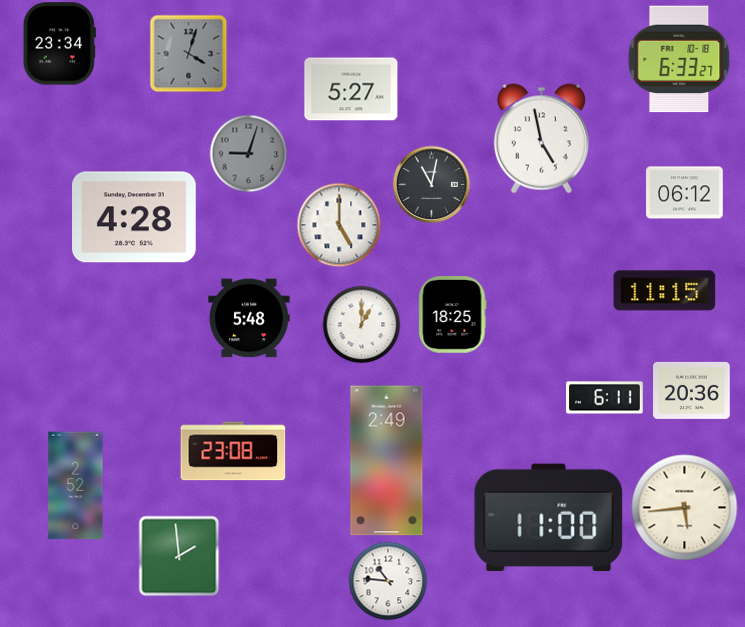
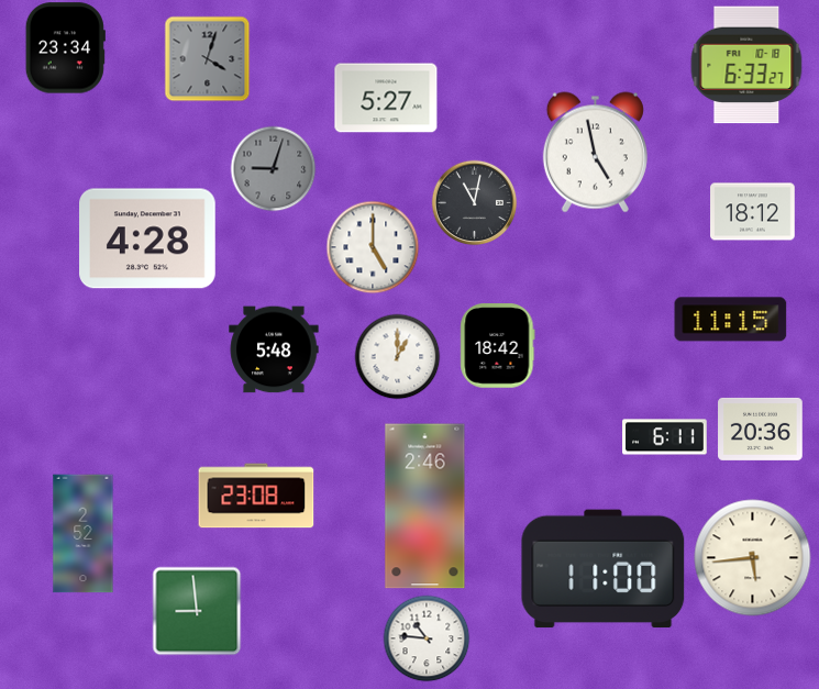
clock at (685, 193): 06:12 -> 18:12
clock at (453, 315): 18:25 -> 18:42
clock at (387, 461): 2:49 -> 2:46
clock at (179, 556): 1:59 -> 8:59
